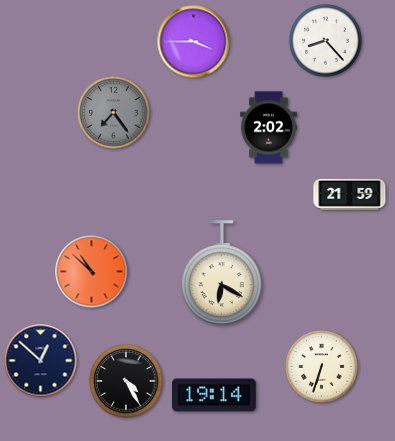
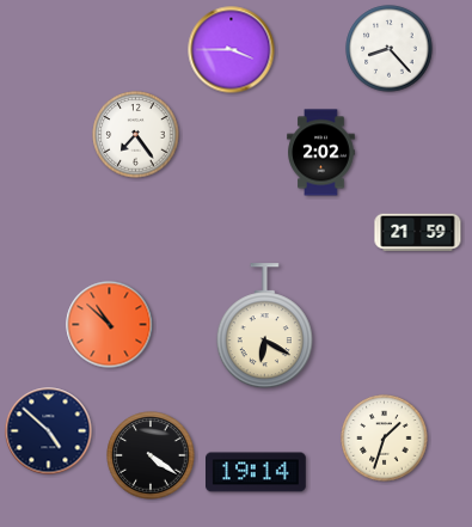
clock at (114, 113) dial: grey -> white
clock at (41, 361): 12:52 -> 4:52
clock at (322, 367): 6:33 -> 1:33
clock at (126, 381): 4:25 -> 4:21
